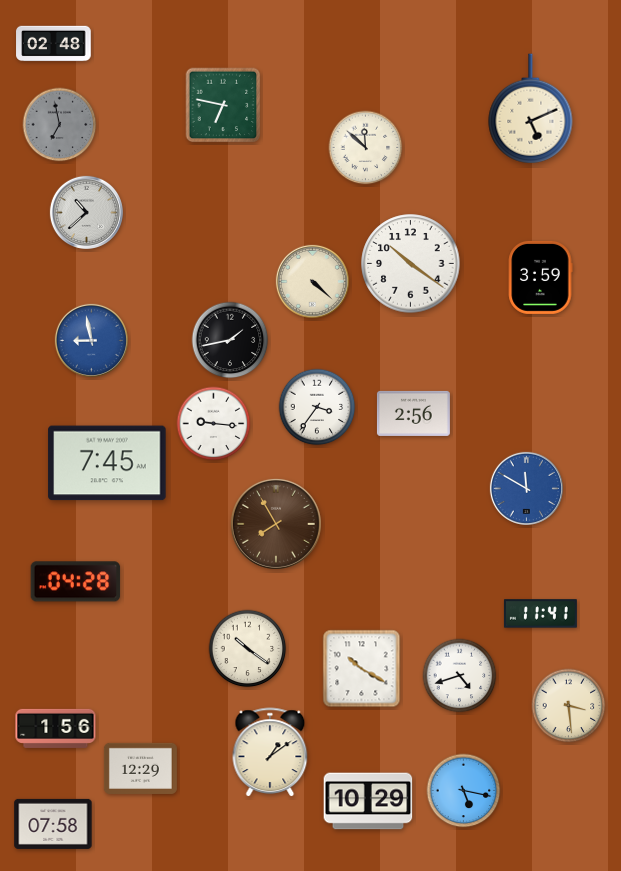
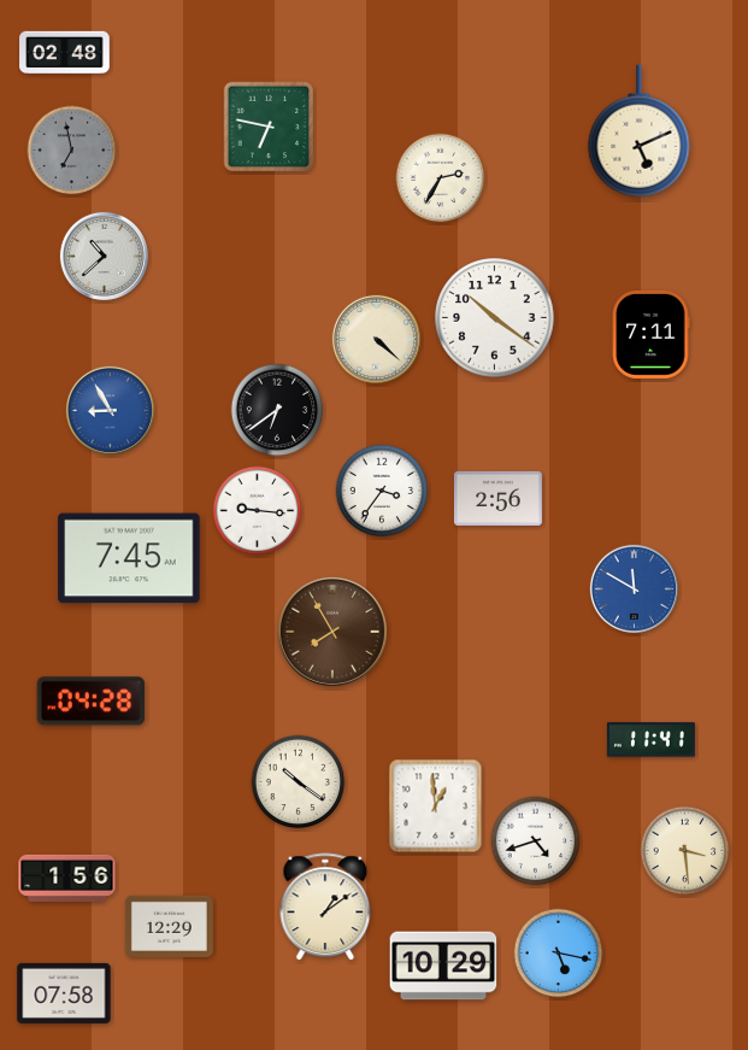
clock at (366, 148): 11:52 -> 2:35
clock at (540, 277): 3:59 -> 7:11
clock at (91, 340): 8:58 -> 8:55
clock at (230, 340): 1:43 -> 6:39
clock at (362, 669): 10:20 -> 12:59
clock at (460, 676) position: (460, 676) -> (536, 841)
